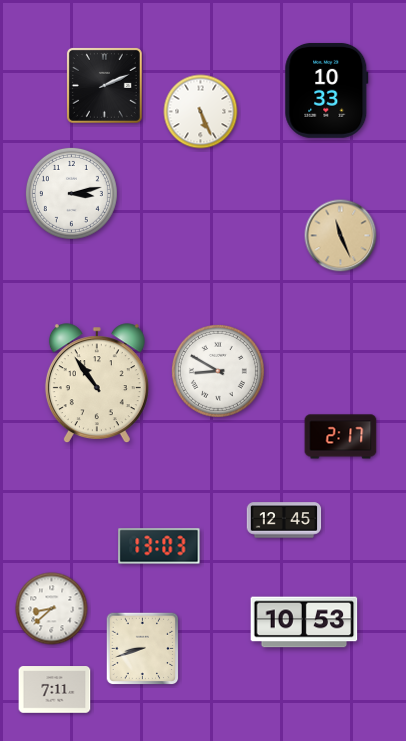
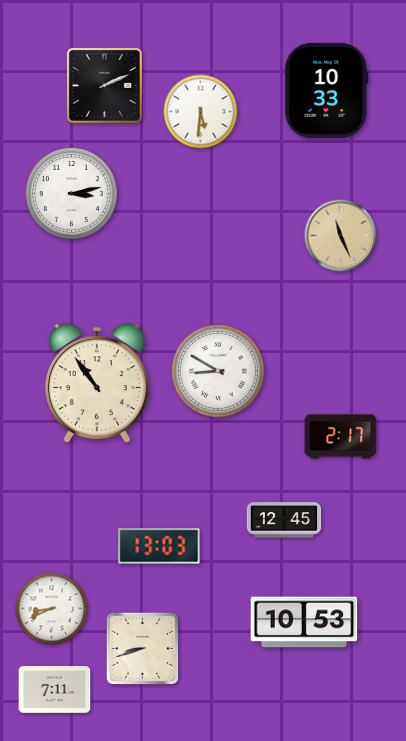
clock at (201, 112): 5:26 -> 5:31
clock at (52, 609): 8:38 -> 8:41
